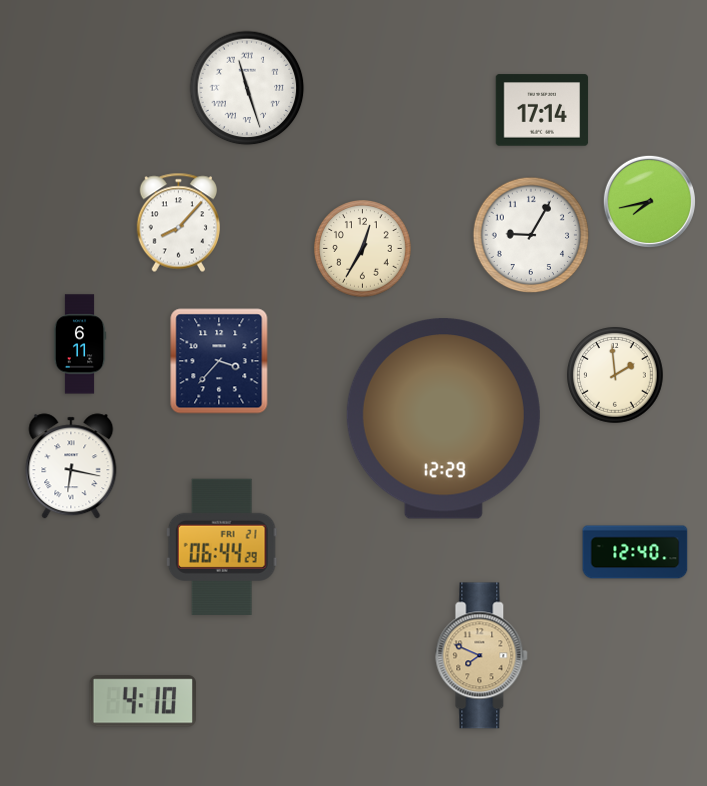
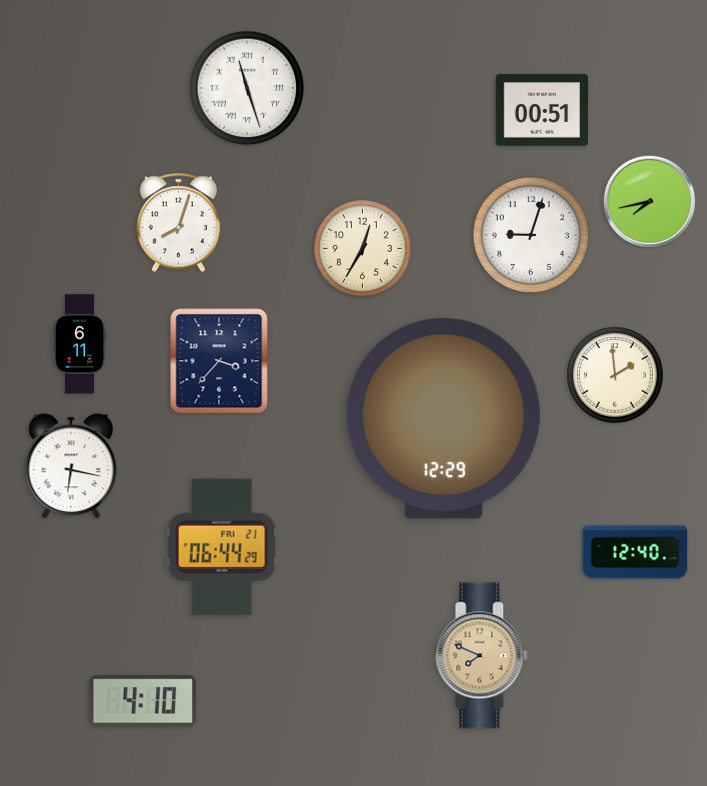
clock at (542, 110): 17:14 -> 00:51
clock at (178, 223): 8:07 -> 8:03
clock at (531, 235): 9:05 -> 9:03
